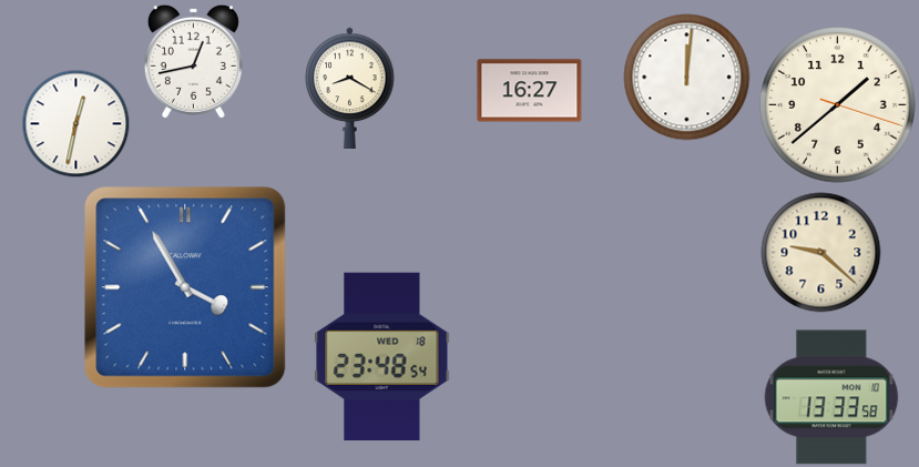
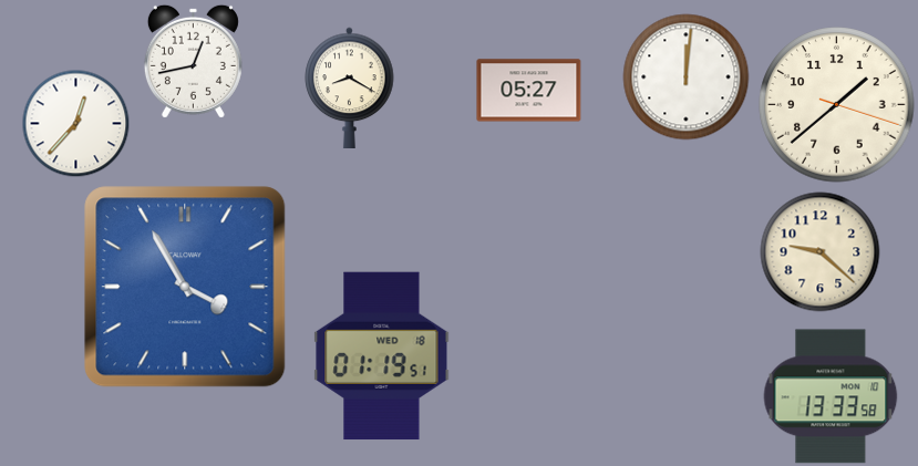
clock at (530, 91): 16:27 -> 05:27
clock at (75, 123): 12:32 -> 12:37
clock at (382, 357): 23:48 -> 01:19
